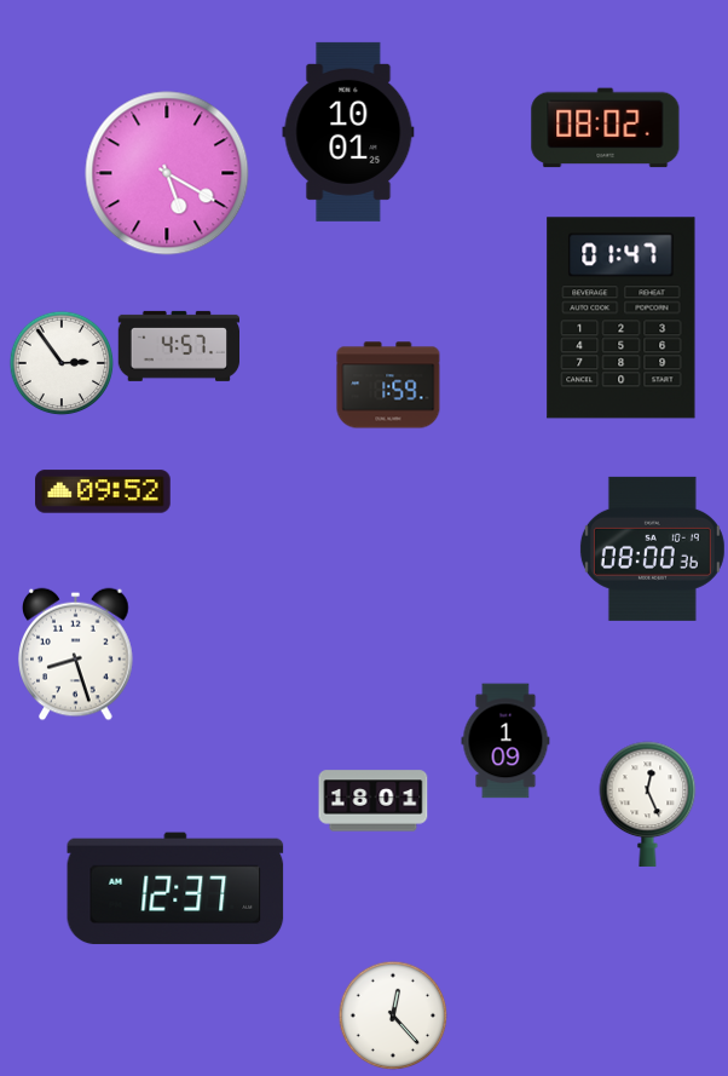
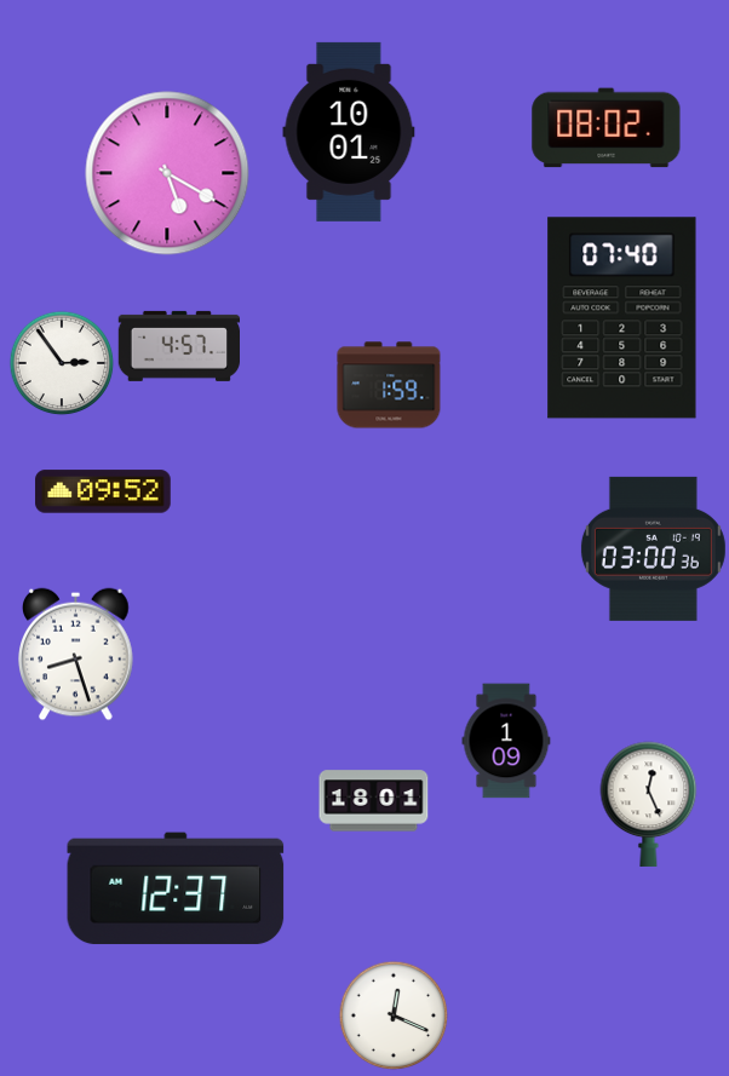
clock at (622, 318): 01:47 -> 07:40
clock at (652, 548): 08:00 -> 03:00
clock at (393, 1015): 12:23 -> 12:19
